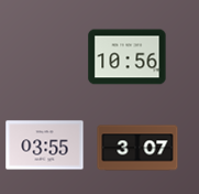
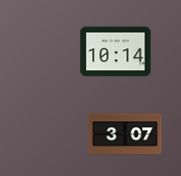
clock at (128, 57): 10:56 -> 10:14
clock at (45, 145): 03:55 -> none
